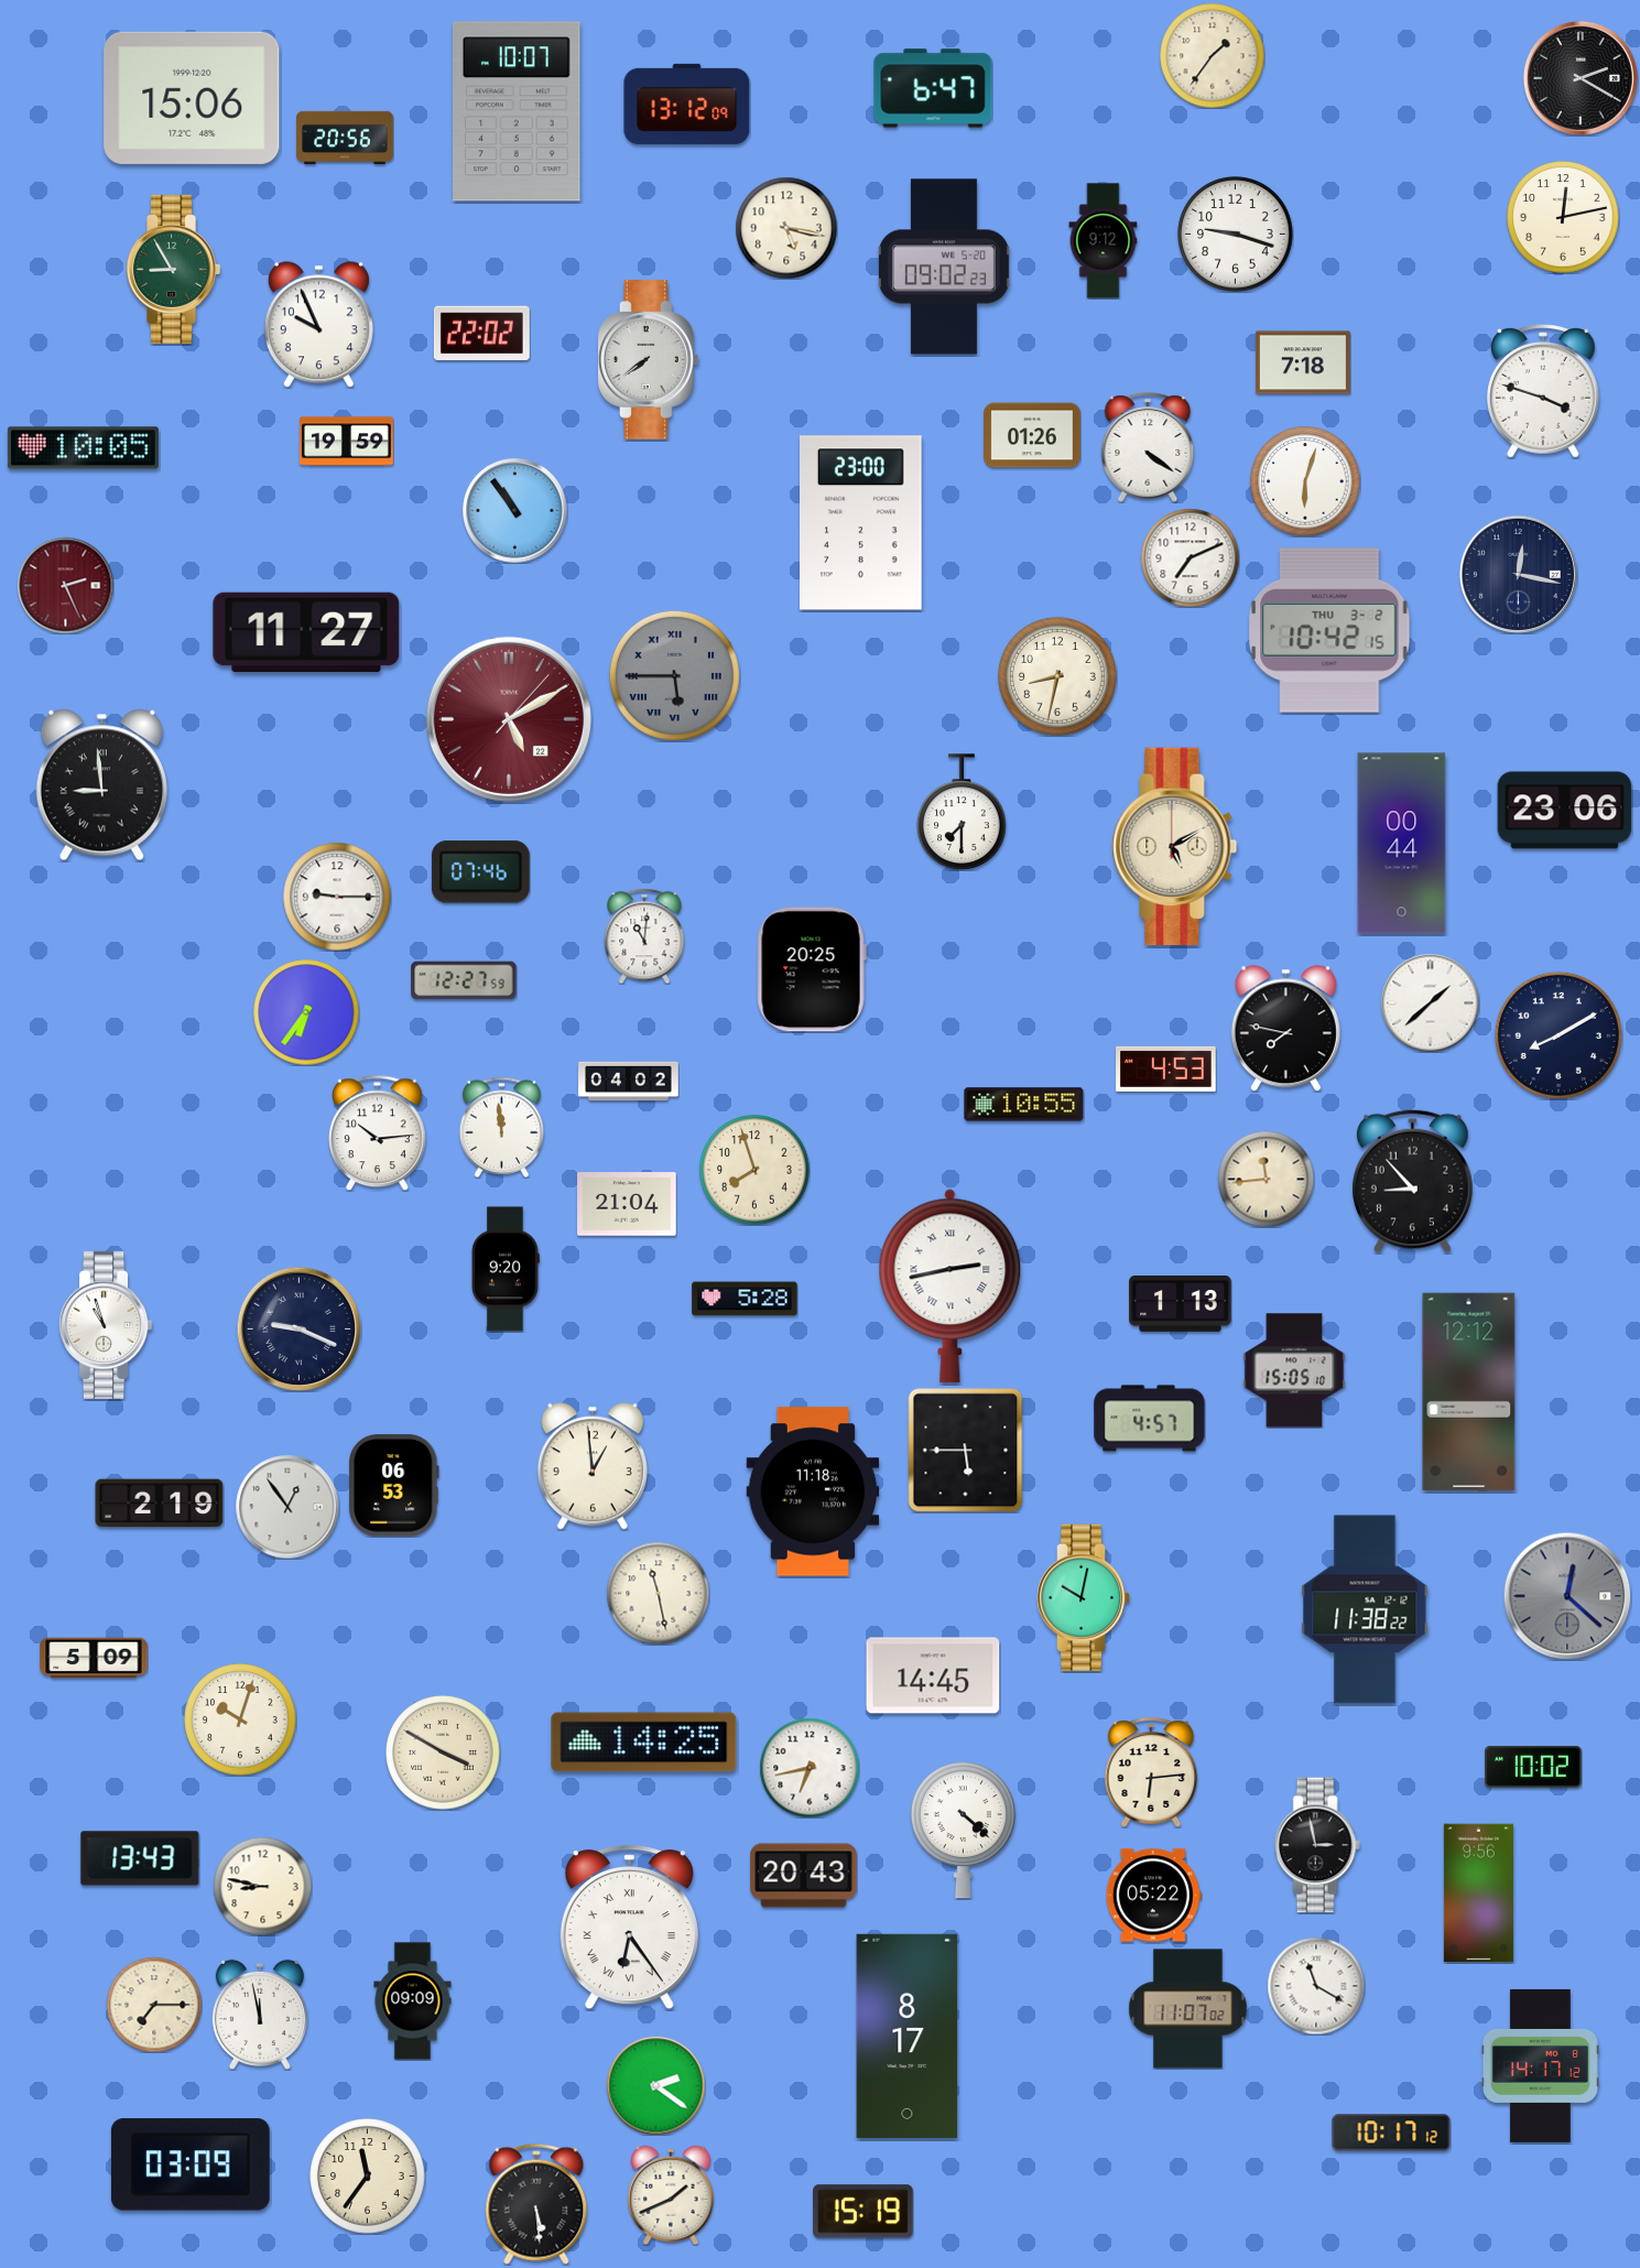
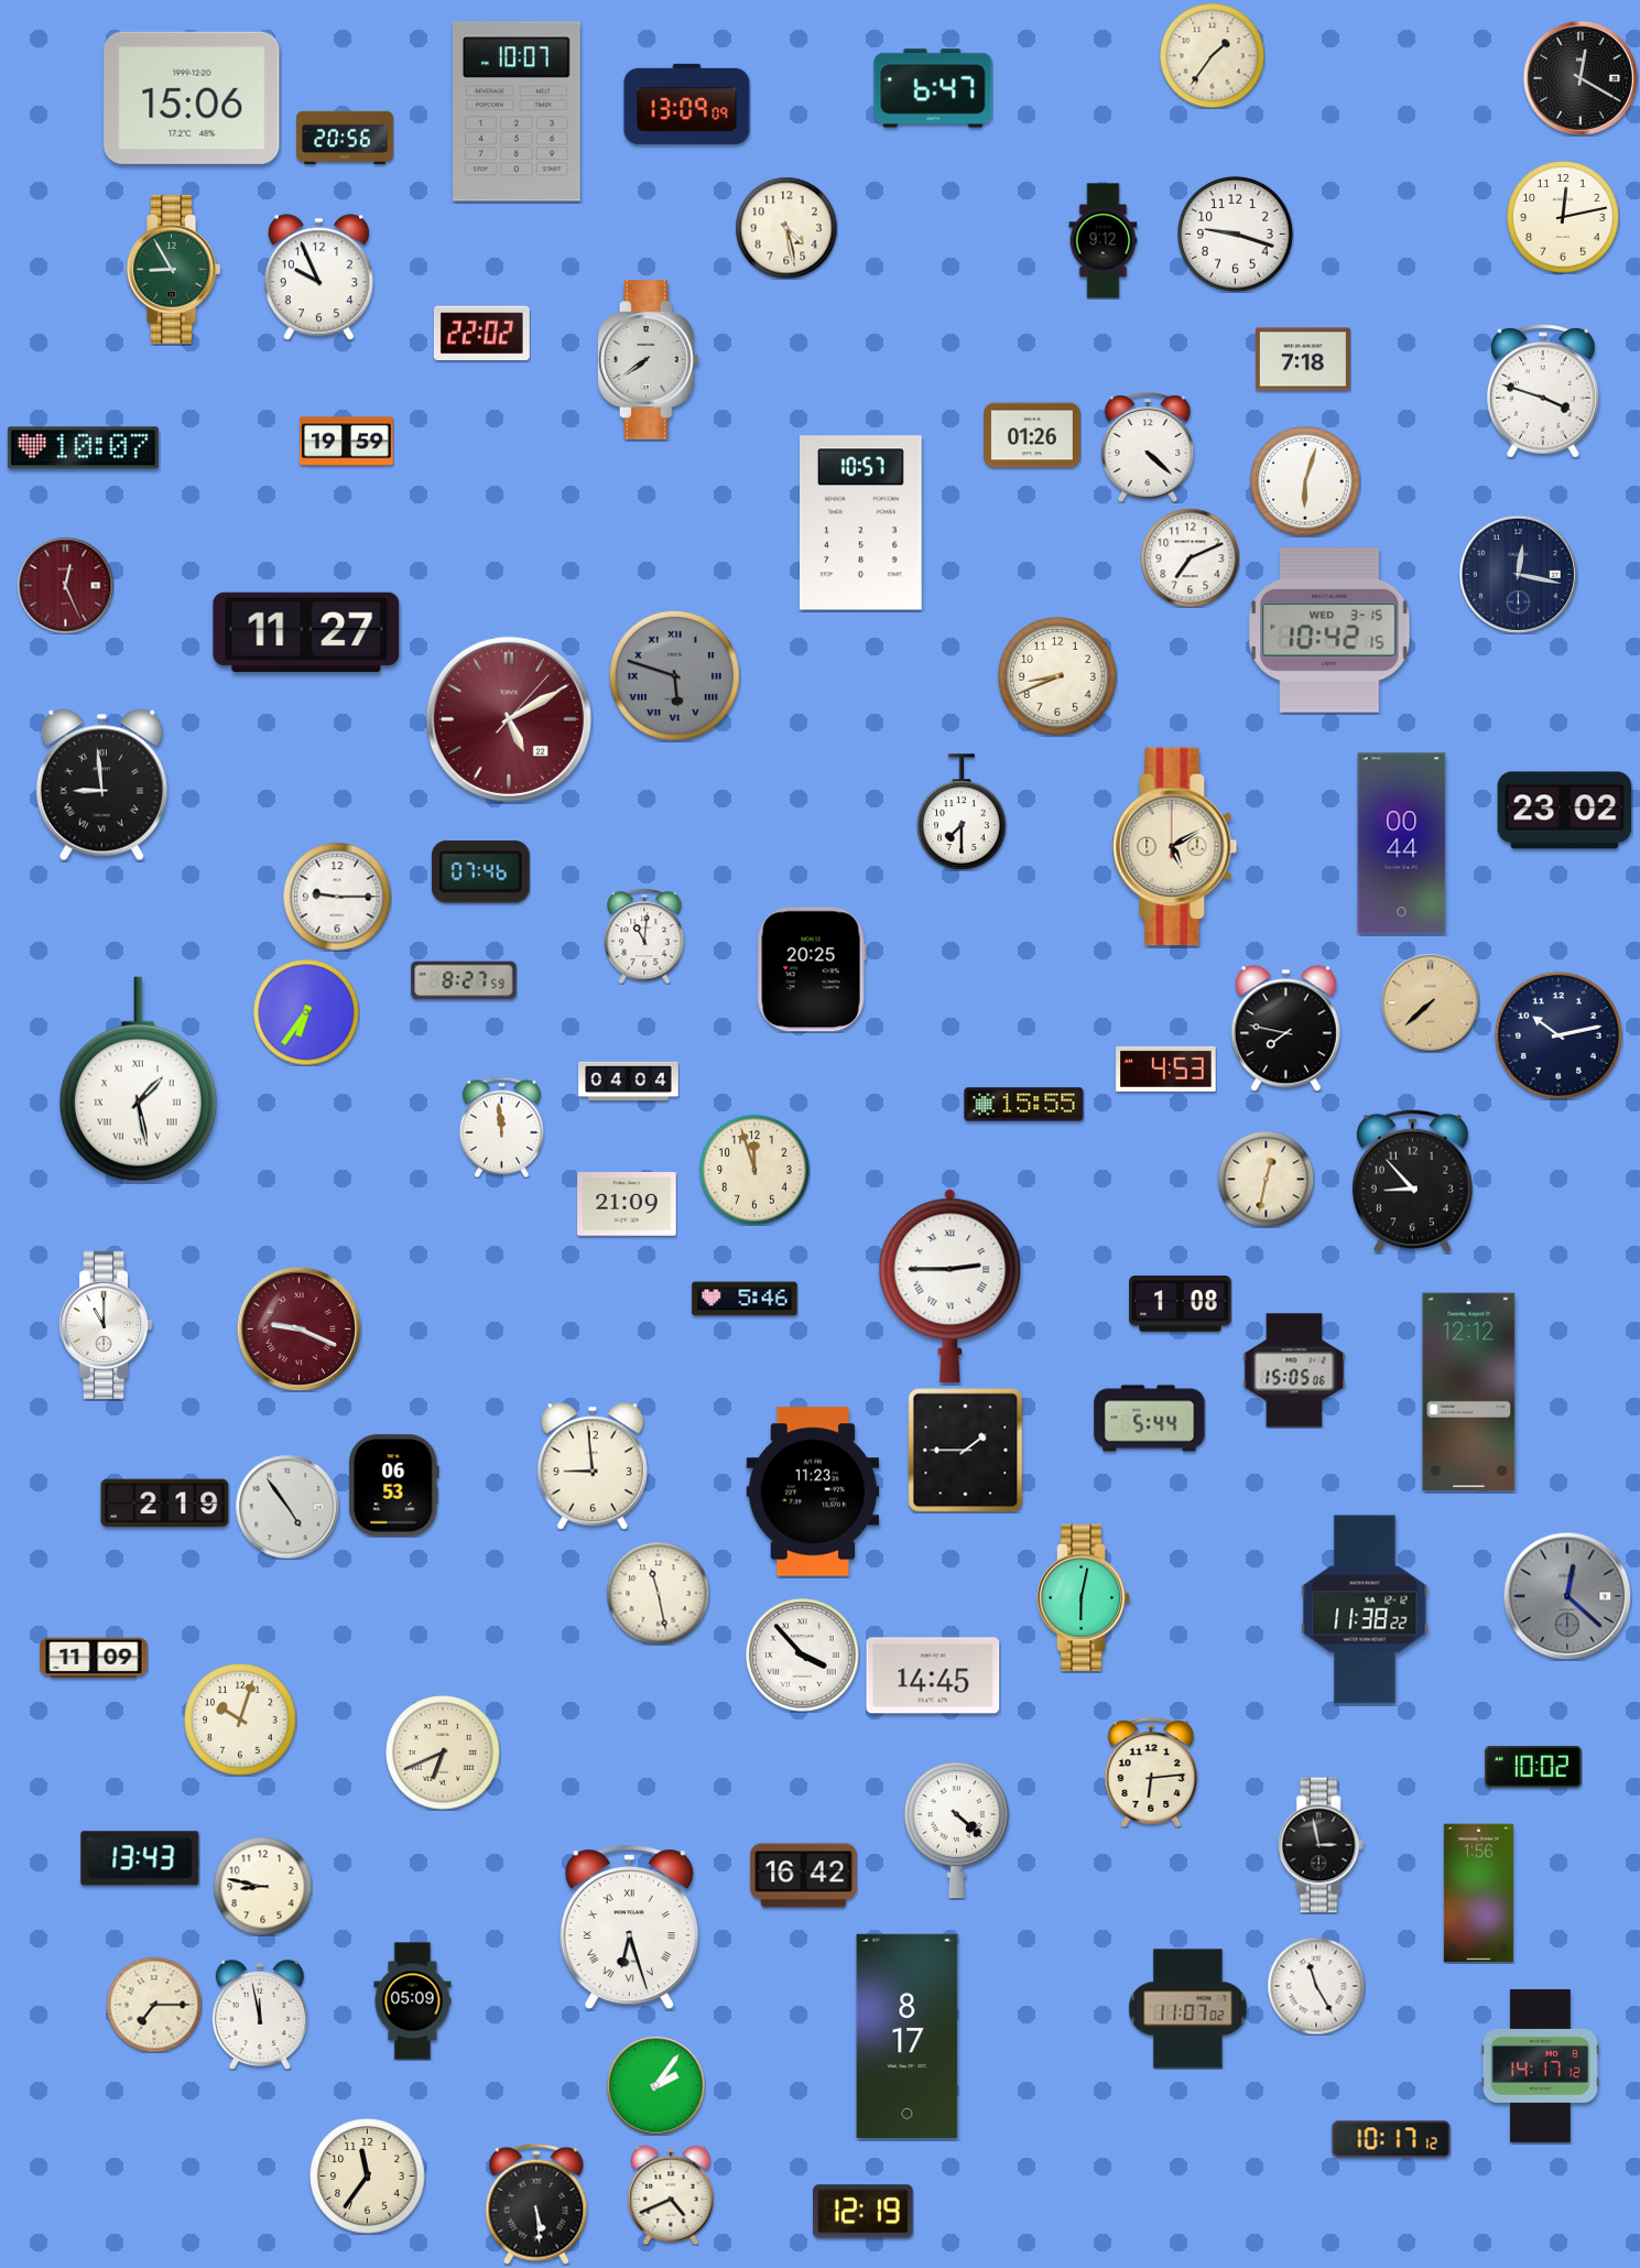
clock at (1581, 78): 2:20 -> 12:20
clock at (687, 104): 13:12 -> 13:09
clock at (786, 228): 5:17 -> 4:28
clock at (944, 267): 09:02 -> none
clock at (318, 325) position: (318, 325) -> (318, 278)
clock at (1303, 362) position: (1303, 362) -> (1303, 359)
clock at (1148, 447): 4:21 -> 4:22
clock at (83, 448): 10:05 -> 10:07
clock at (515, 511): 10:54 -> none
clock at (861, 523): 23:00 -> 10:57
clock at (65, 585): 2:26 -> 12:26
clock at (1329, 630) date: THU 3-2 -> WED 3-15
clock at (674, 675): 5:45 -> 5:48
clock at (1057, 677): 8:32 -> 8:41
clock at (1565, 811): 23:06 -> 23:02
clock at (464, 980): 12:27 -> 8:27
clock at (1430, 1002): 1:38 -> 7:38
clock at (1430, 1002) dial: white -> champagne
clock at (1558, 1035): 8:10 -> 10:13
clock at (138, 1079): none -> 1:28
clock at (629, 1082): 04:02 -> 04:04
clock at (1024, 1105): 10:55 -> 15:55
clock at (377, 1132): 10:14 -> none
clock at (754, 1170): 7:57 -> 11:57
clock at (1266, 1179): 11:44 -> 12:32
clock at (627, 1204): 21:04 -> 21:09
clock at (506, 1269): 9:20 -> none
clock at (951, 1287): 2:43 -> 2:45
clock at (745, 1299): 5:28 -> 5:46
clock at (1181, 1304): 1:13 -> 1:08
clock at (107, 1325): 10:57 -> 11:00
clock at (298, 1328) dial: navy -> burgundy
clock at (1294, 1370): 15:05:10 -> 15:05:06
clock at (1150, 1419): 4:57 -> 5:44
clock at (966, 1450): 5:45 -> 1:45
clock at (593, 1466): 12:59 -> 8:59
clock at (813, 1491): 11:18 -> 11:23
clock at (160, 1504) position: (160, 1504) -> (165, 1504)
clock at (287, 1507): 12:54 -> 4:54
clock at (1085, 1597): 10:02 -> 6:02
clock at (803, 1656): none -> 3:53
clock at (94, 1658): 5:09 -> 11:09
clock at (644, 1743): 14:25 -> none
clock at (443, 1752): 3:50 -> 6:41
clock at (810, 1768): 6:43 -> none
clock at (963, 1830) position: (963, 1830) -> (956, 1830)
clock at (1317, 1845) position: (1317, 1845) -> (1321, 1845)
clock at (804, 1876): 20:43 -> 16:42
clock at (1478, 1893): 9:56 -> 1:56
clock at (1153, 1896): 05:22 -> none
clock at (629, 1928): 6:24 -> 6:27
clock at (1316, 1986): 11:20 -> 11:25
clock at (413, 2001): 09:09 -> 05:09
clock at (655, 2085): 2:21 -> 2:06
clock at (1391, 2133) position: (1391, 2133) -> (1391, 2139)
clock at (191, 2164): 03:09 -> none
clock at (671, 2195): 1:41 -> 4:41
clock at (864, 2212): 15:19 -> 12:19
